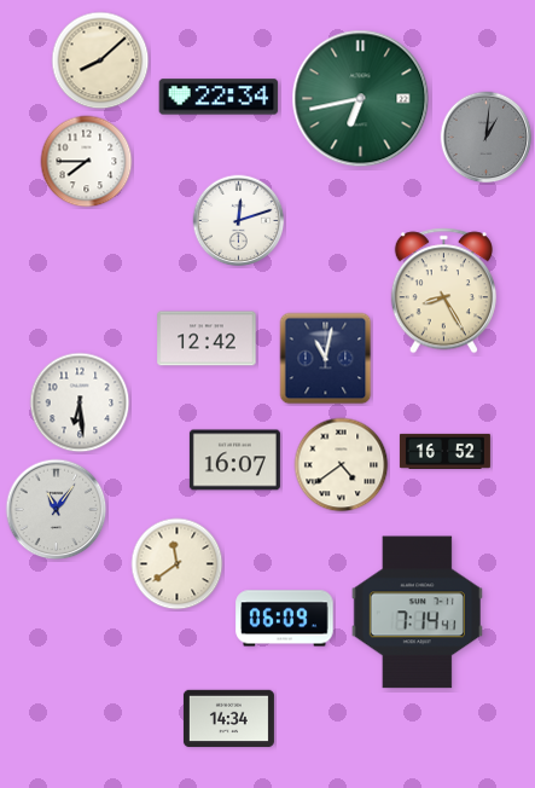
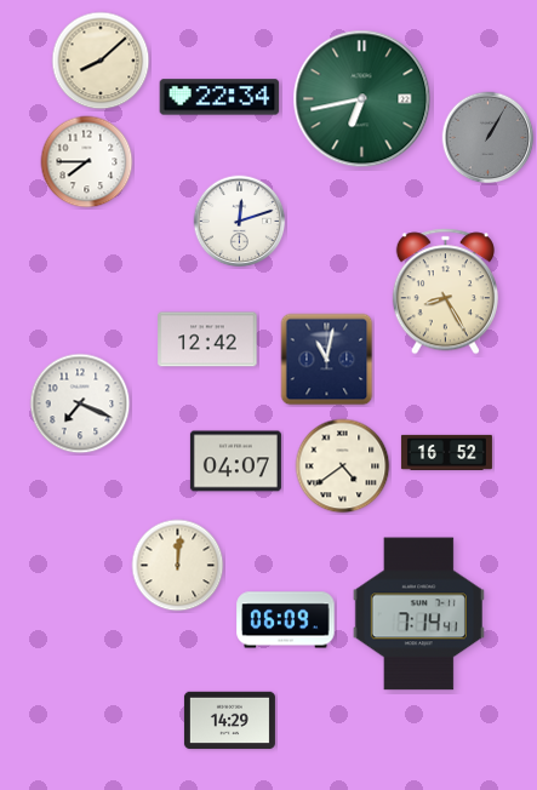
clock at (487, 138): 1:01 -> 1:05
clock at (80, 402): 6:29 -> 7:19
clock at (234, 460): 16:07 -> 04:07
clock at (57, 510): 11:06 -> none
clock at (178, 564): 11:39 -> 12:01
clock at (228, 719): 14:34 -> 14:29
